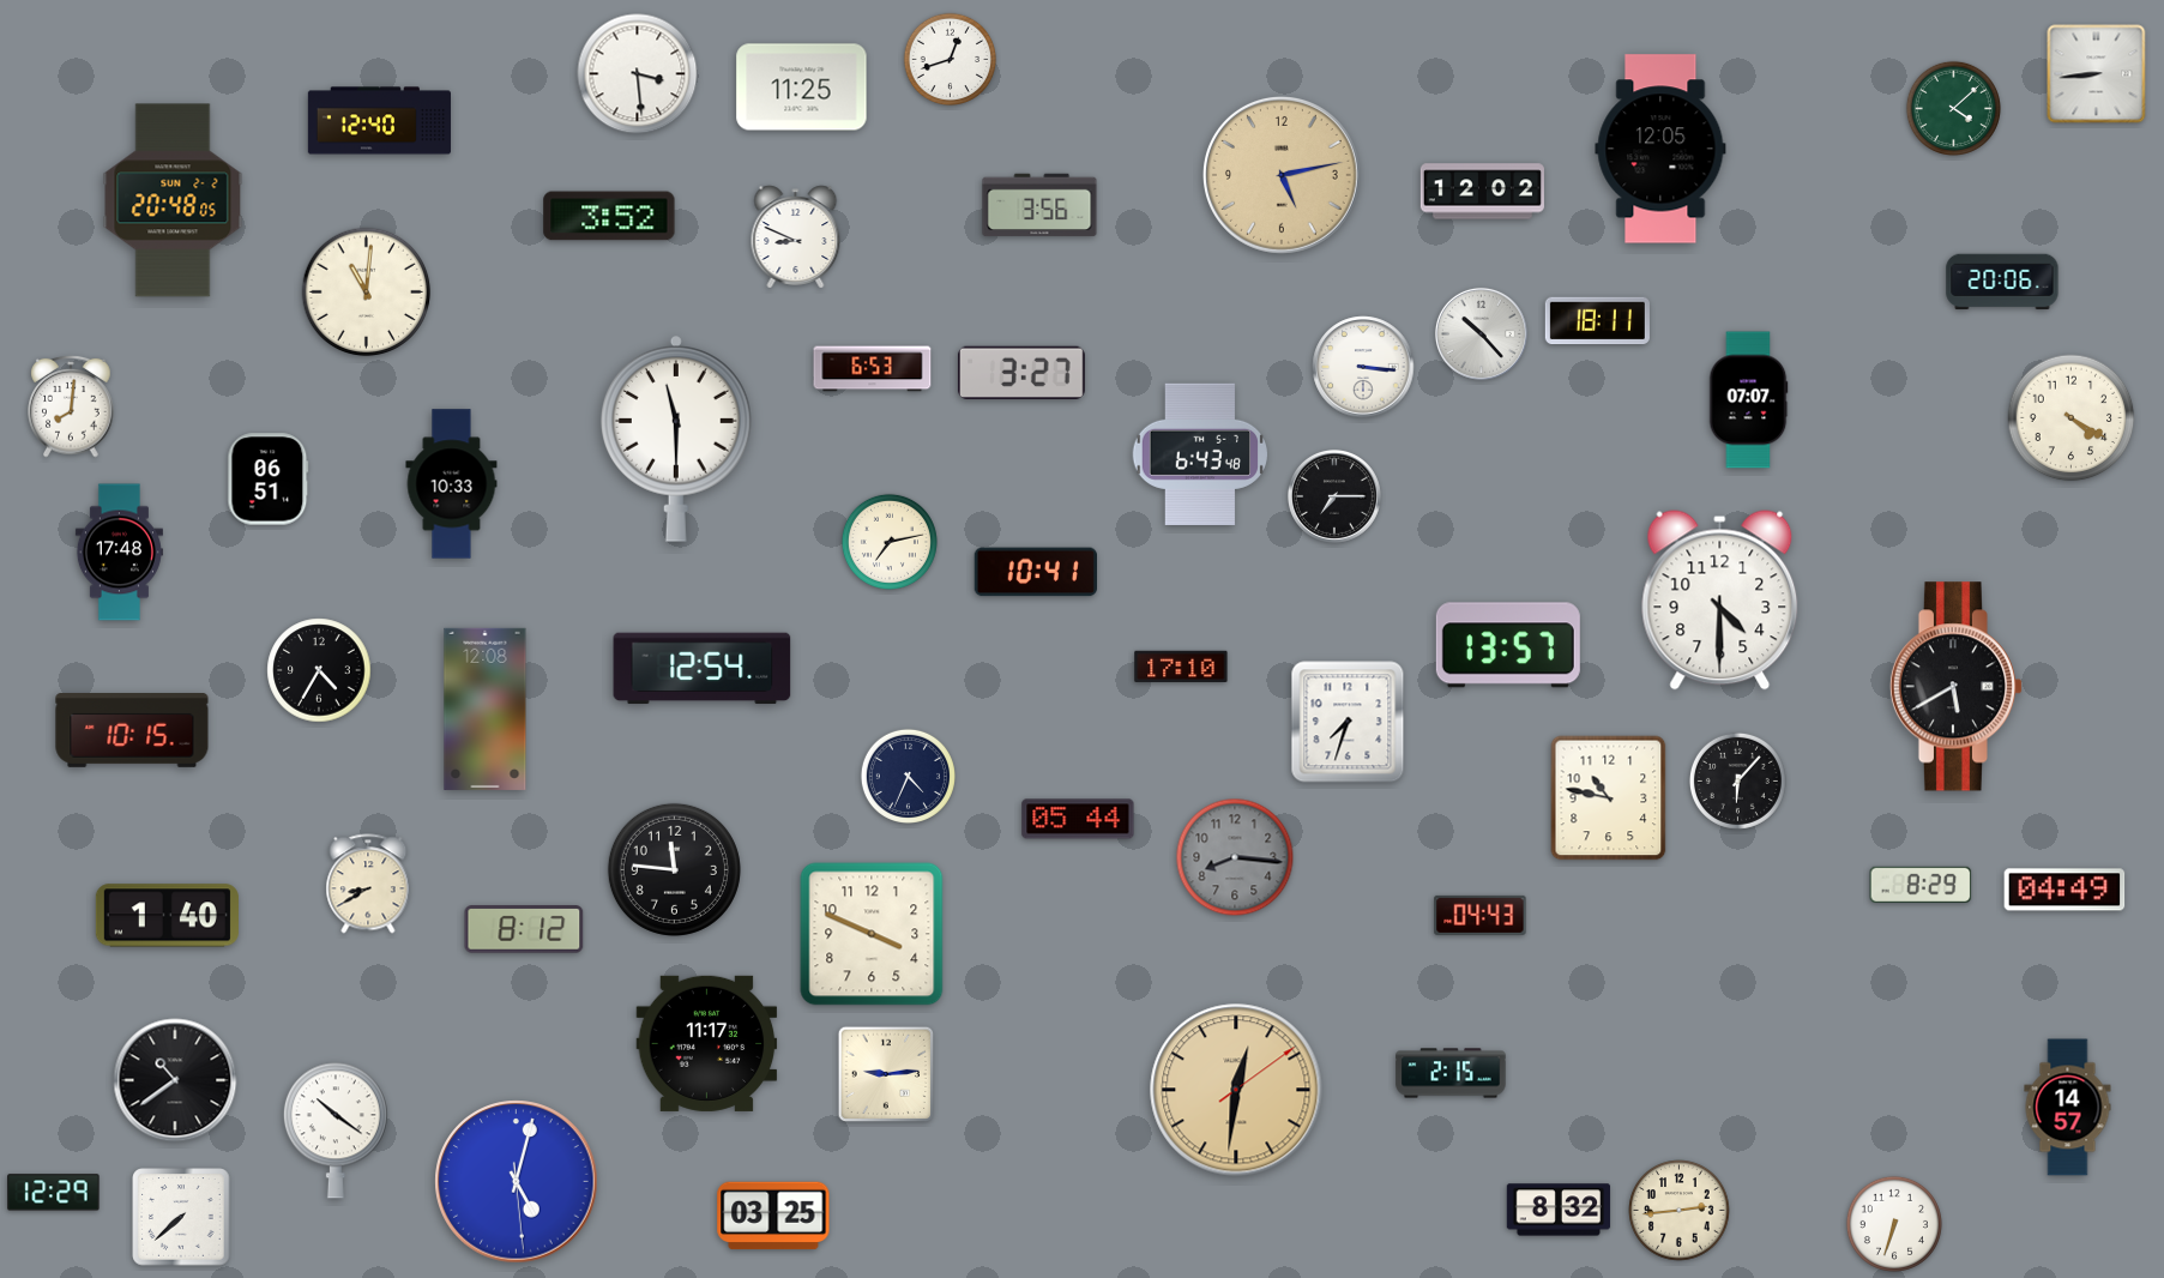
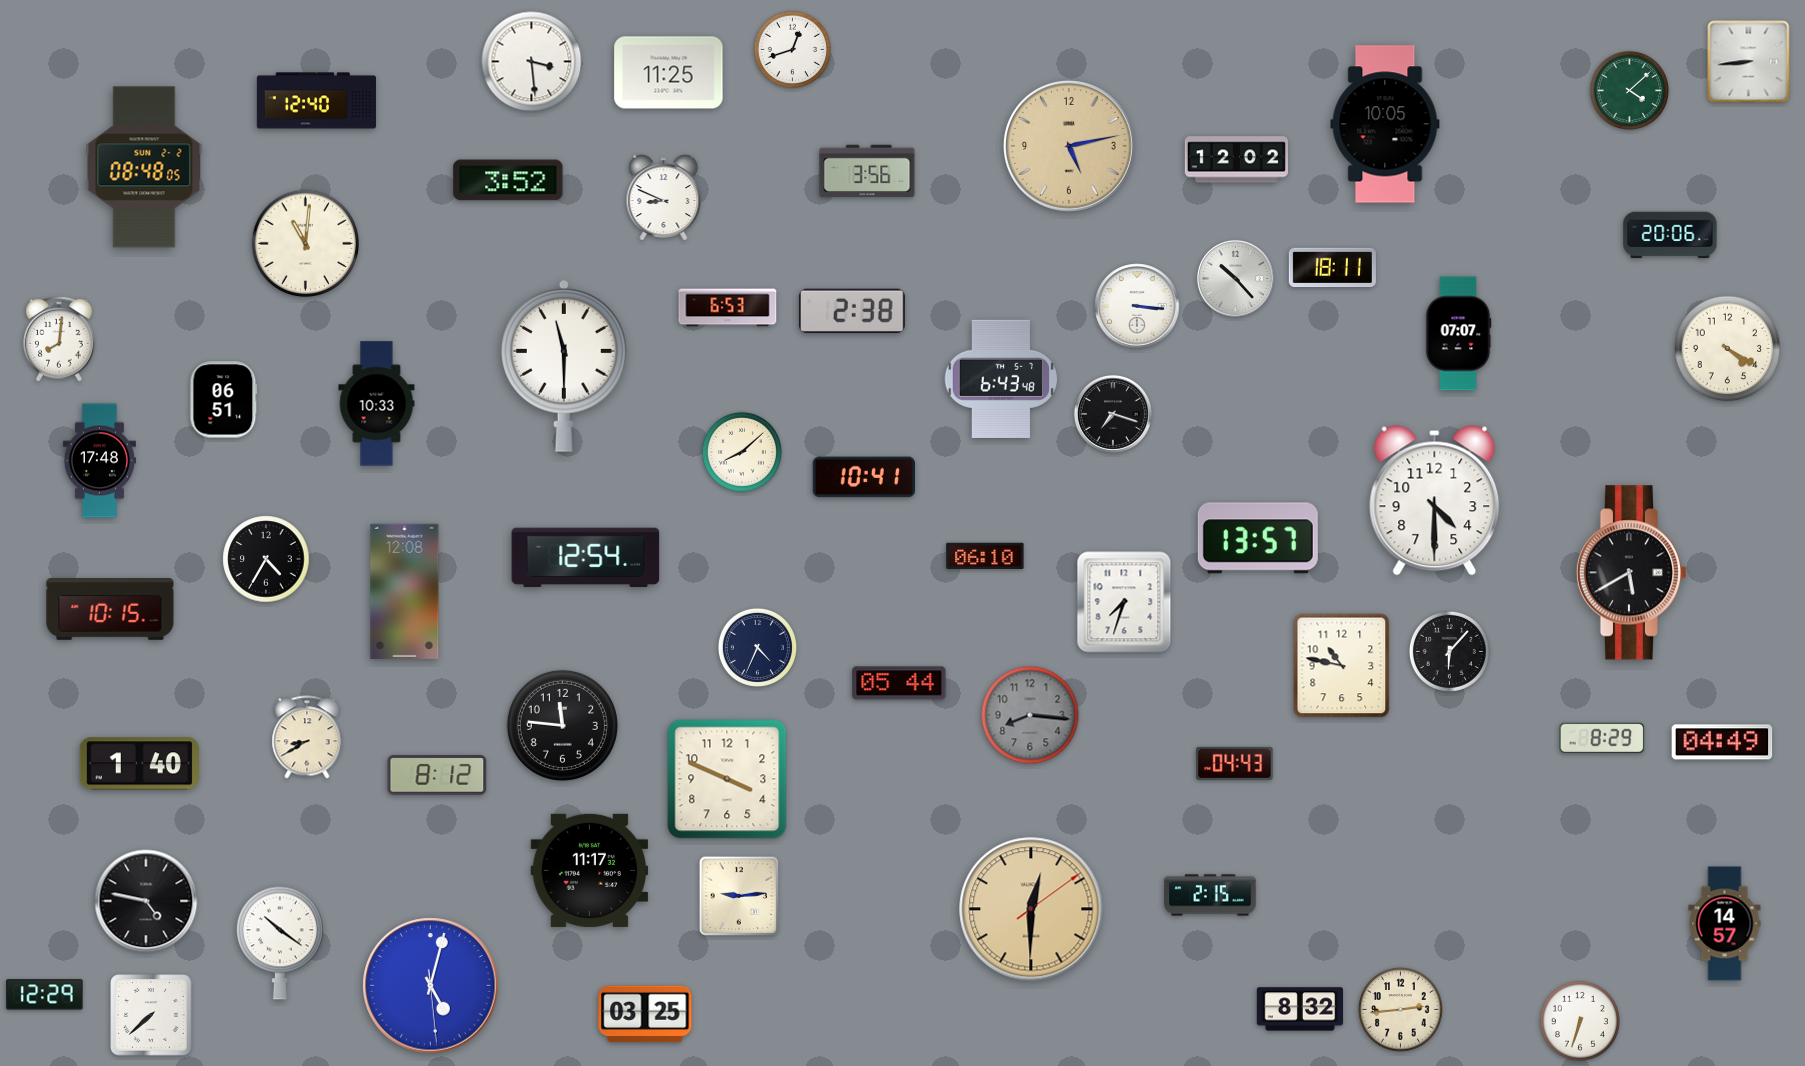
clock at (1660, 149): 12:05 -> 10:05
clock at (173, 200): 20:48 -> 08:48
clock at (1021, 372): 3:27 -> 2:38
clock at (1334, 496): 7:15 -> 7:18
clock at (890, 542): 7:13 -> 8:08
clock at (1181, 667): 17:10 -> 06:10
clock at (175, 1080): 10:39 -> 4:47
clock at (1236, 1090): 12:31 -> 12:30
